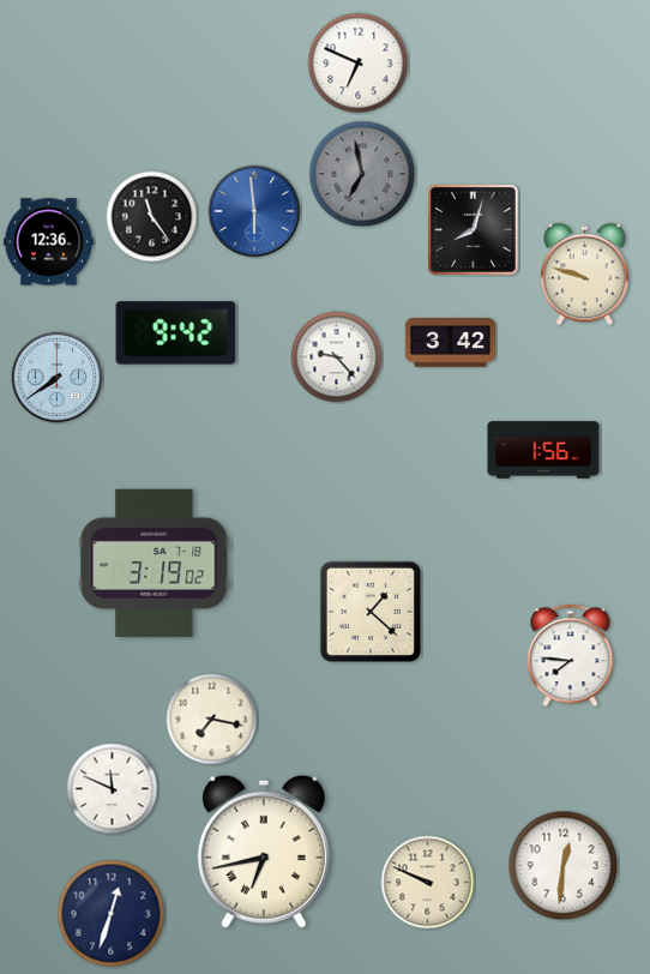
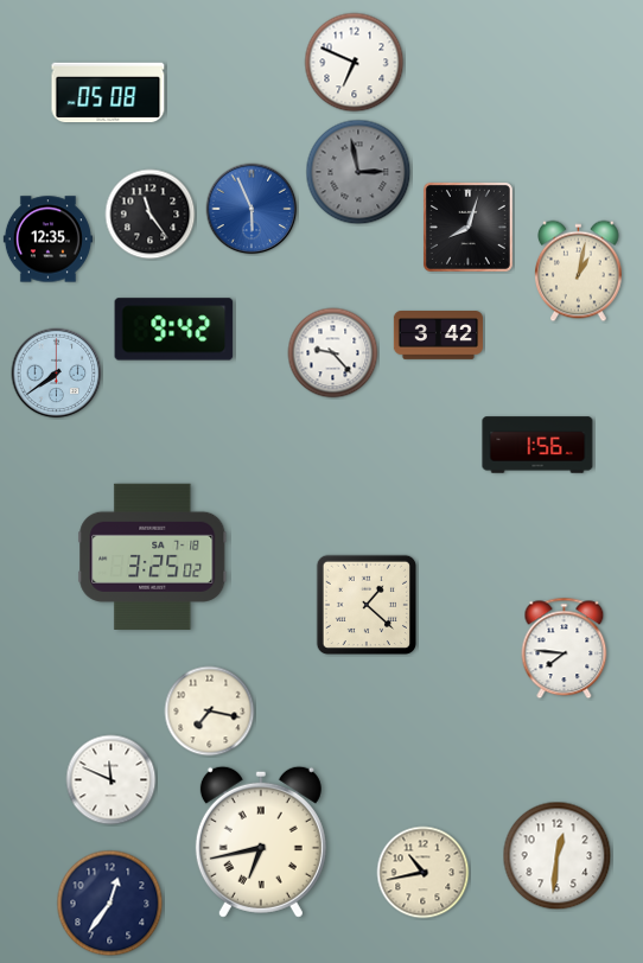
clock at (108, 93): none -> 05:08
clock at (362, 174): 6:58 -> 2:58
clock at (254, 211): 5:59 -> 5:56
clock at (48, 242): 12:36 -> 12:35
clock at (585, 275): 9:48 -> 1:02
clock at (450, 343) position: (450, 343) -> (438, 336)
clock at (155, 563): 3:19 -> 3:25
clock at (428, 883): 9:49 -> 10:43
clock at (112, 914): 12:33 -> 12:36
